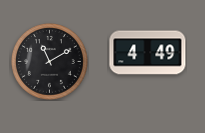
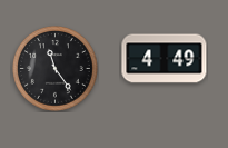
clock at (50, 62): 11:10 -> 11:24
